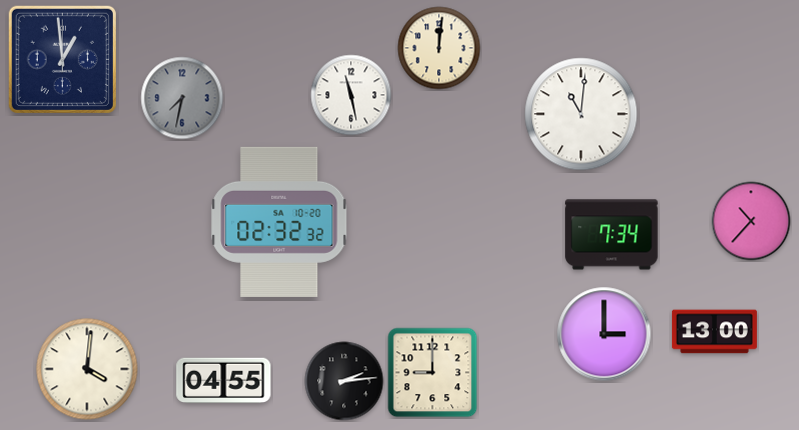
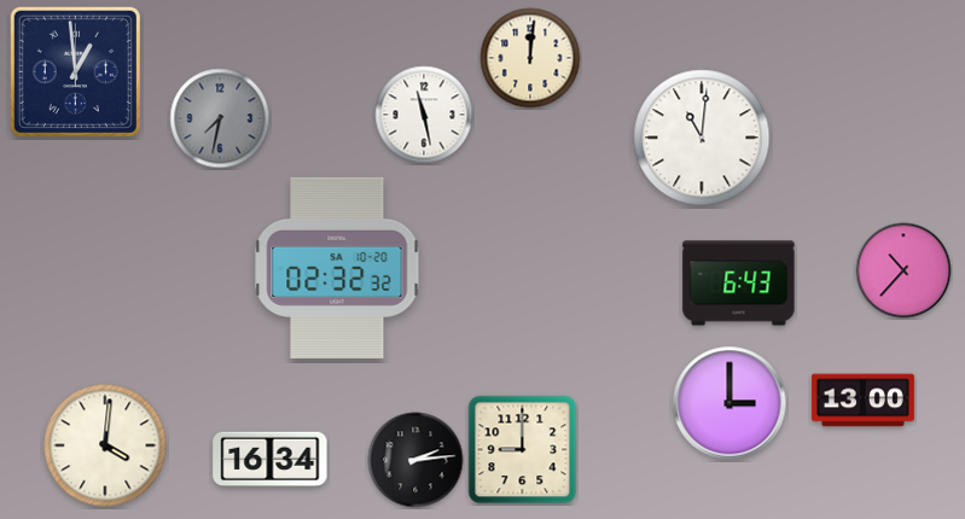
clock at (751, 221) position: (751, 221) -> (903, 270)
clock at (612, 235): 7:34 -> 6:43
clock at (224, 380): 04:55 -> 16:34
